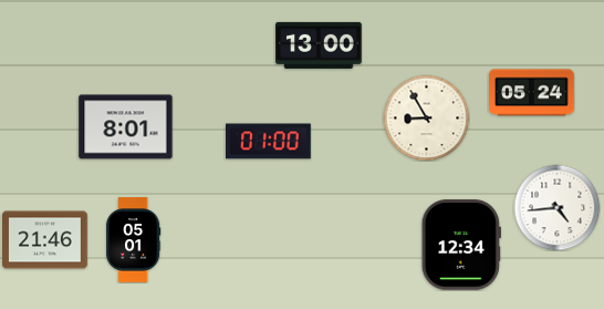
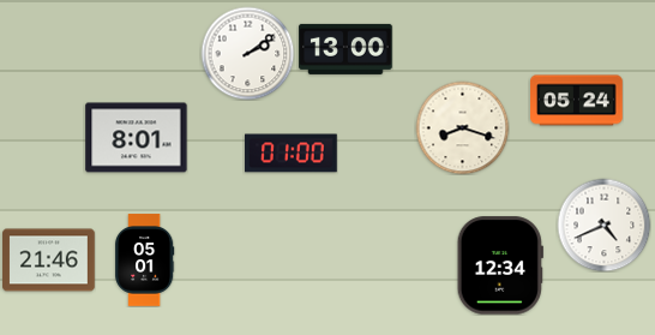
clock at (247, 53): none -> 2:09
clock at (426, 117): 8:55 -> 8:18
clock at (556, 207): 4:44 -> 4:41
